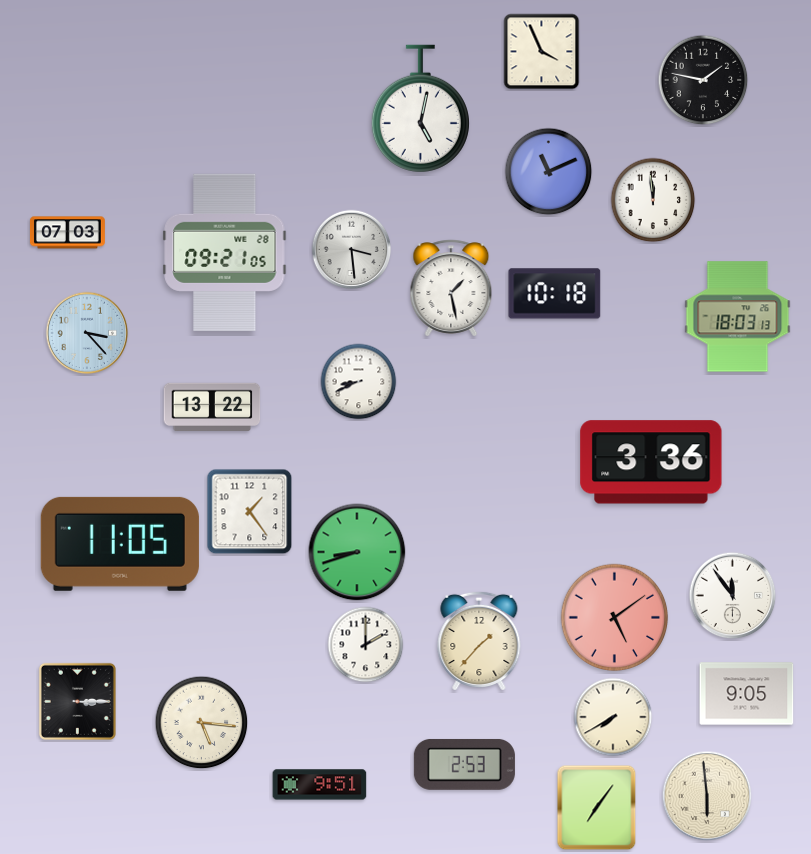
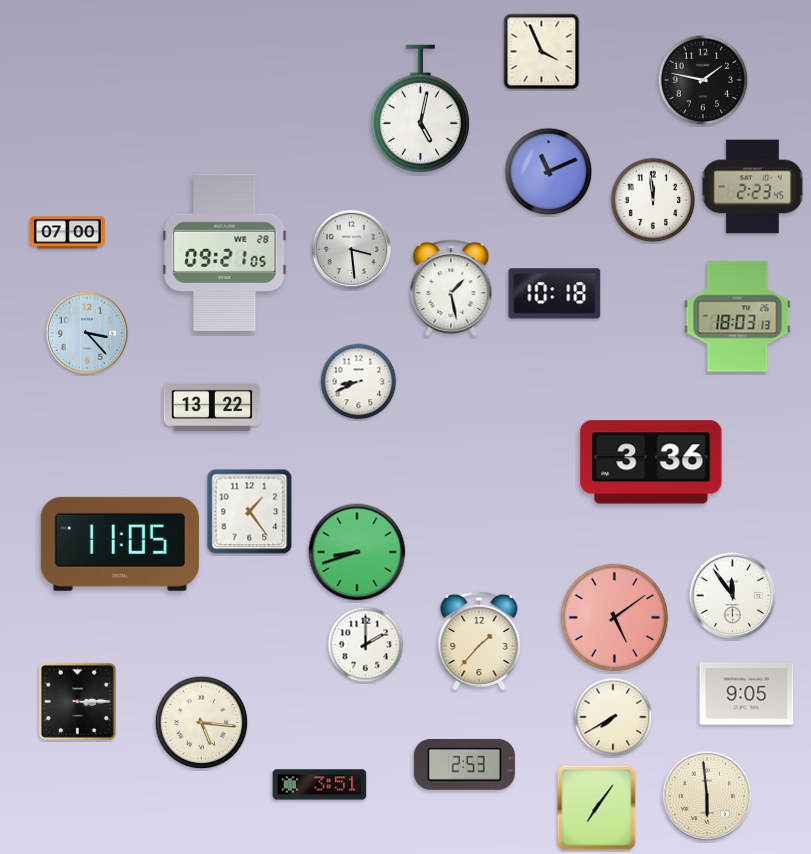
clock at (752, 187): none -> 2:23
clock at (68, 233): 07:03 -> 07:00
clock at (320, 785): 9:51 -> 3:51
